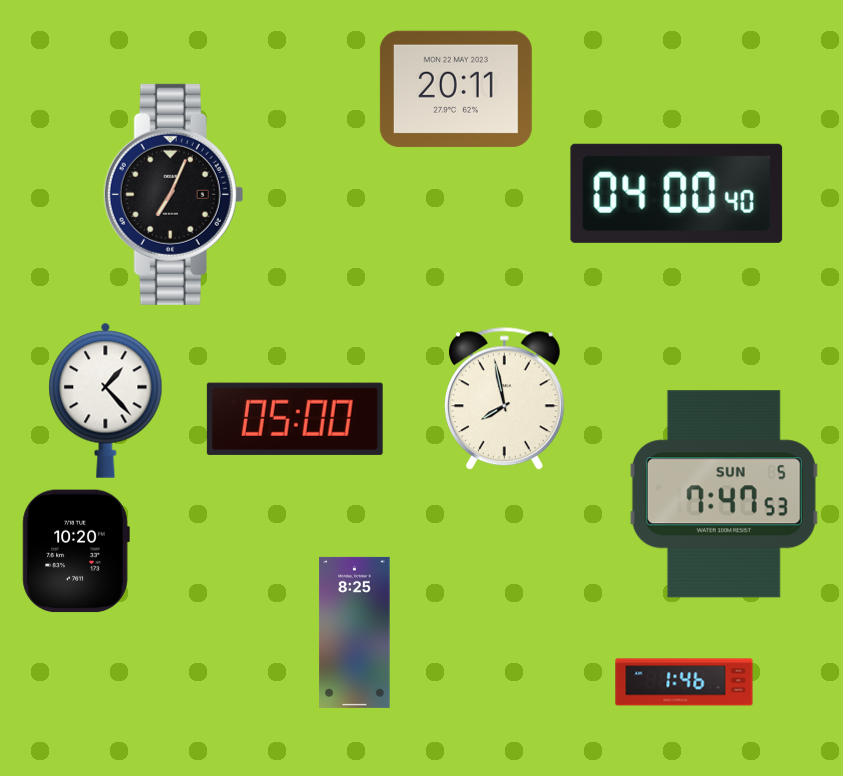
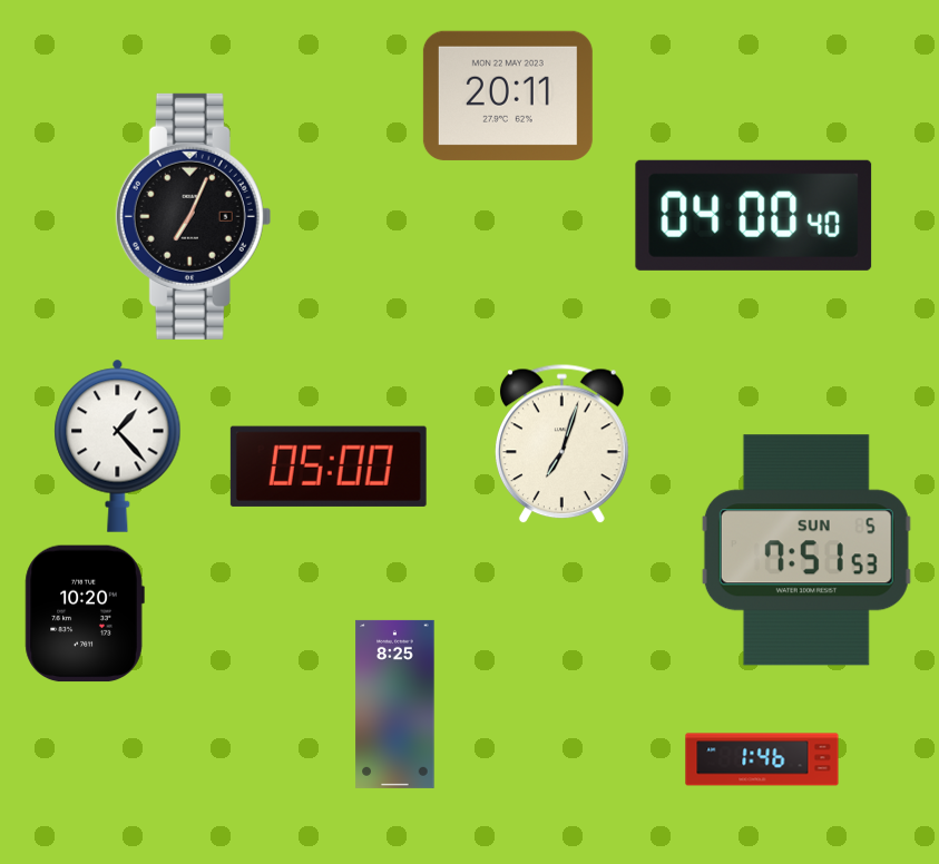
clock at (456, 89) position: (456, 89) -> (508, 96)
clock at (504, 399): 7:58 -> 7:03
clock at (724, 494): 7:47 -> 7:51
